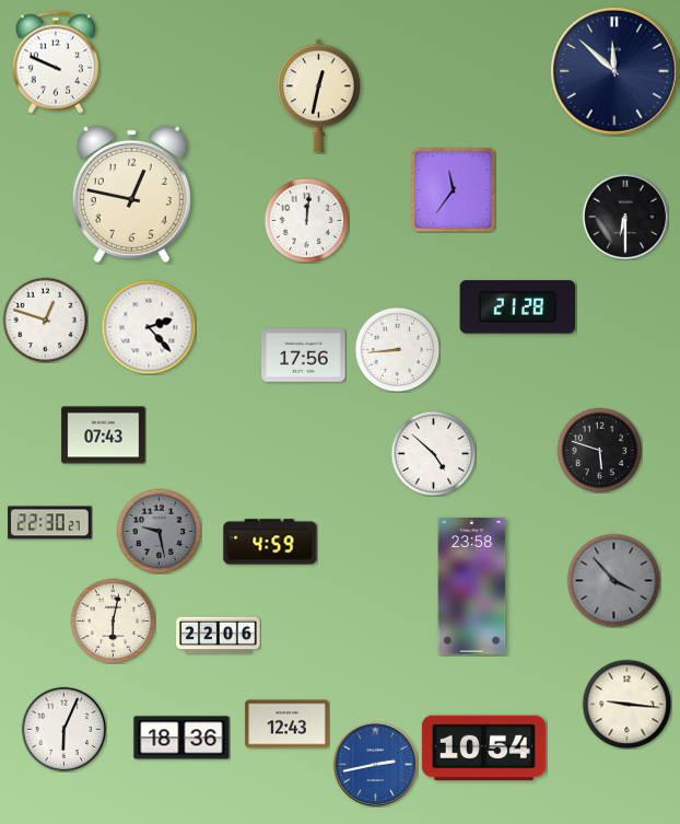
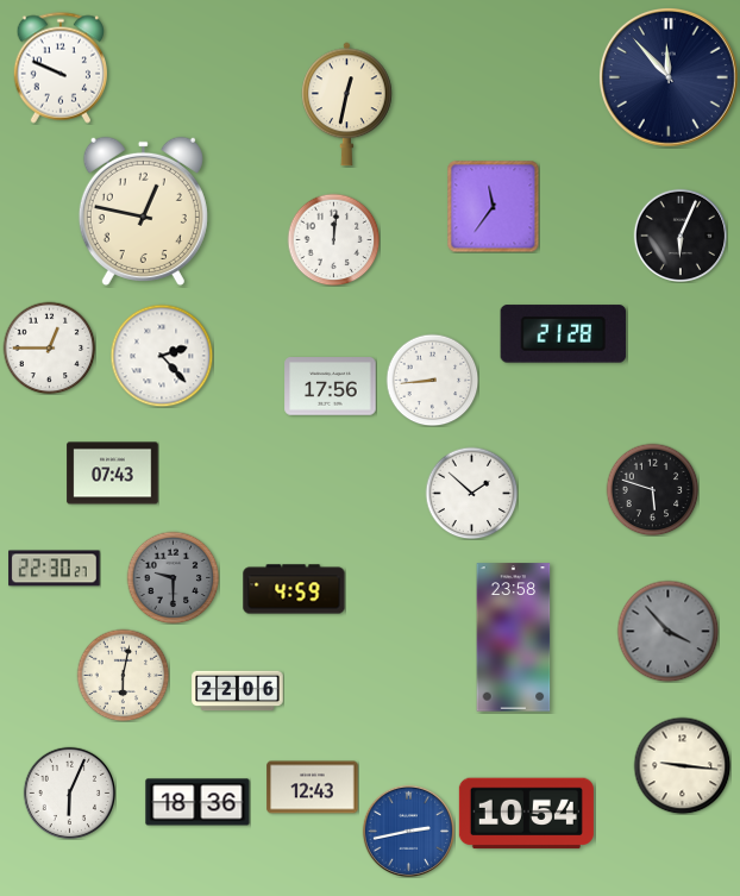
clock at (614, 71): 11:52 -> 11:53
clock at (624, 216): 6:30 -> 6:04
clock at (45, 320): 12:48 -> 12:45
clock at (433, 453): 4:52 -> 1:52
clock at (159, 531): 9:28 -> 9:30
